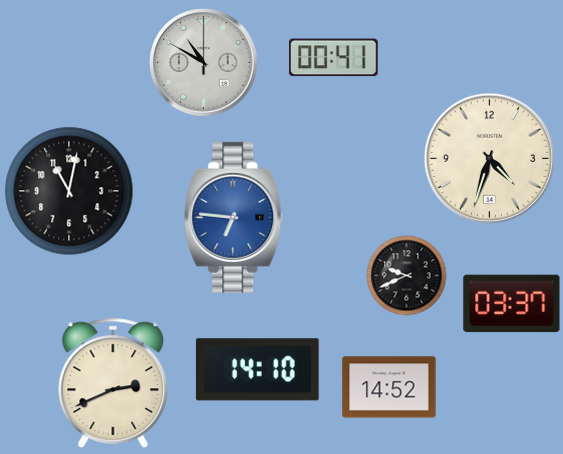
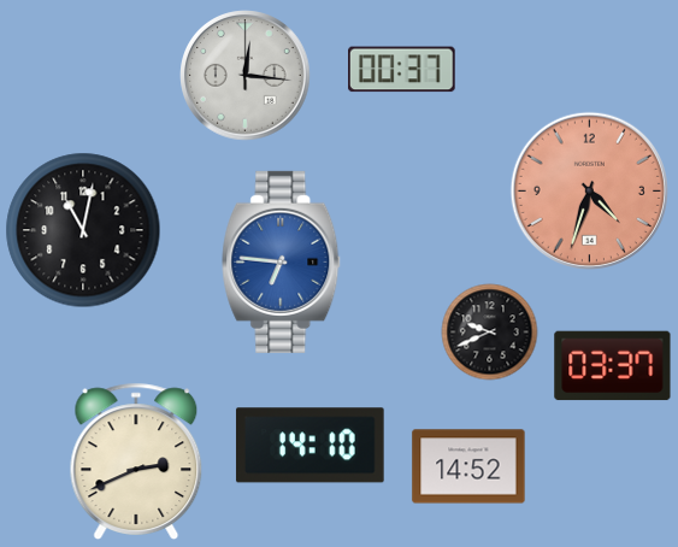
clock at (334, 58): 00:41 -> 00:37
clock at (204, 63): 10:50 -> 12:16
clock at (489, 158) dial: cream -> salmon
clock at (512, 304) position: (512, 304) -> (613, 366)
